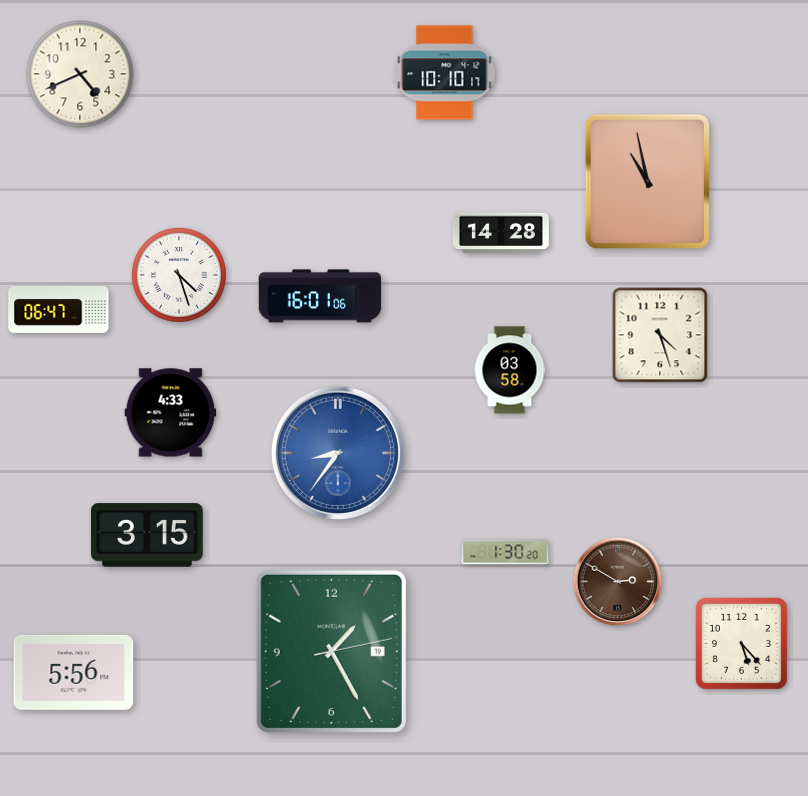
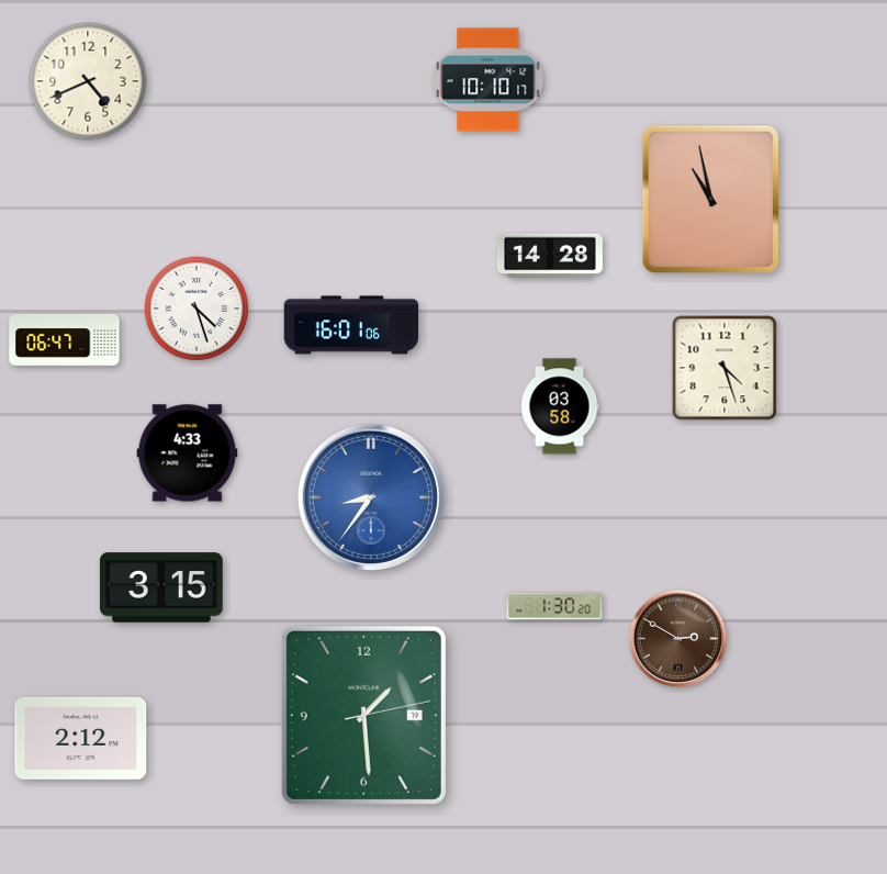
clock at (179, 275) position: (179, 275) -> (197, 309)
clock at (741, 643): 5:23 -> none
clock at (331, 651): 1:25 -> 1:29
clock at (74, 672): 5:56 -> 2:12
